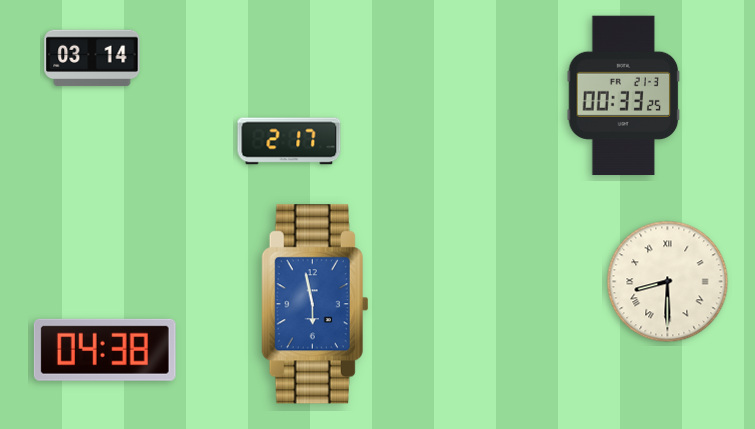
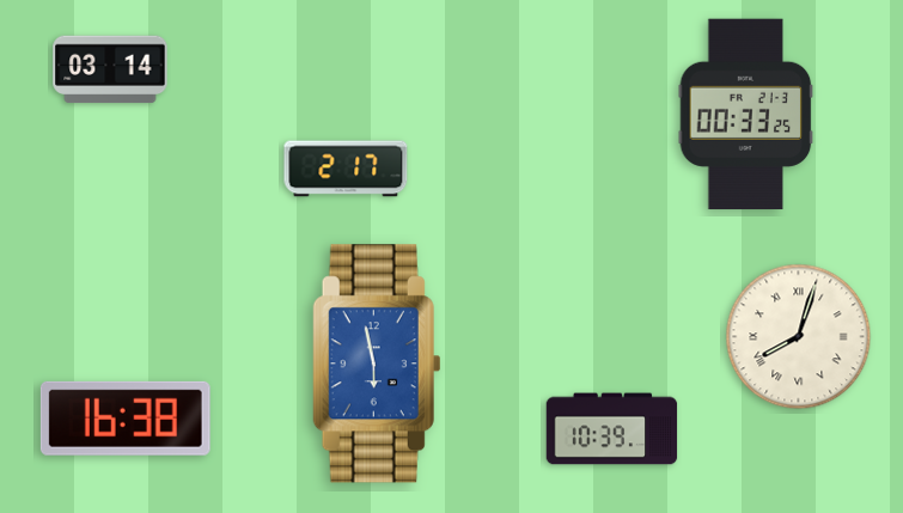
clock at (668, 282): 8:30 -> 8:03
clock at (105, 350): 04:38 -> 16:38
clock at (612, 429): none -> 10:39
